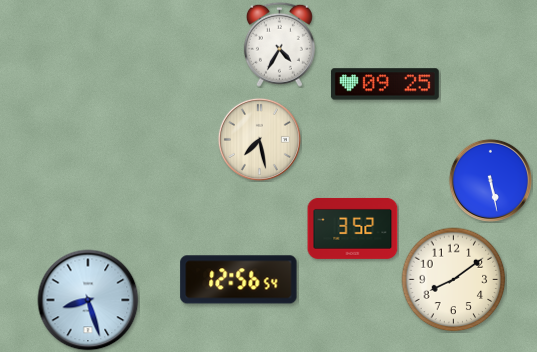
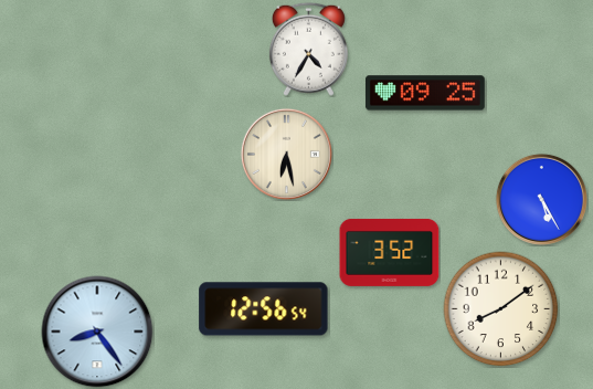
clock at (259, 139): 7:28 -> 6:28
clock at (490, 180): 5:28 -> 5:25
clock at (88, 300): 8:27 -> 8:24
